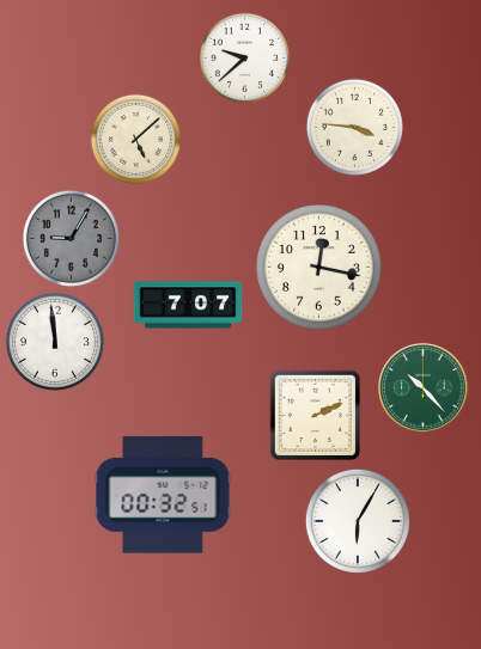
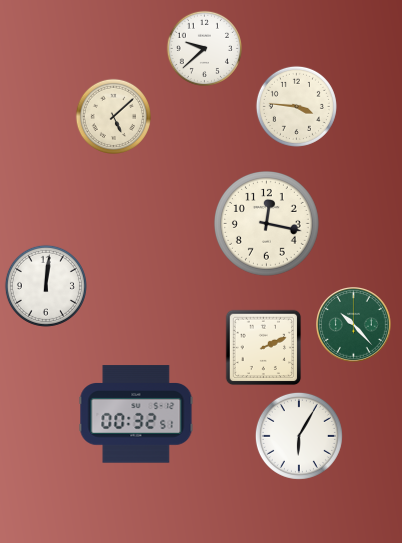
clock at (71, 238): 9:05 -> none
clock at (188, 305): 7:07 -> none
clock at (55, 342): 11:59 -> 12:01
